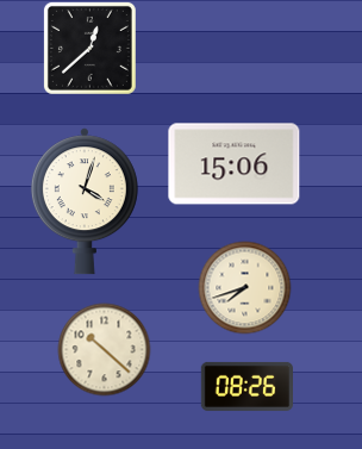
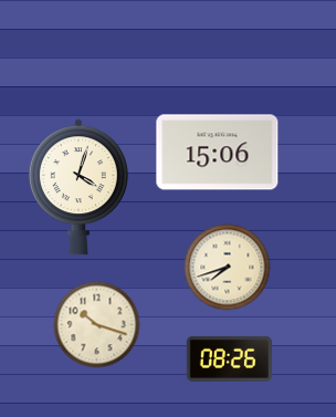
clock at (89, 48): 12:38 -> none
clock at (104, 349): 10:22 -> 10:18
